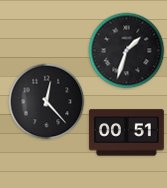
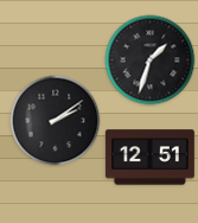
clock at (47, 102): 12:23 -> 2:09
clock at (126, 133): 00:51 -> 12:51
